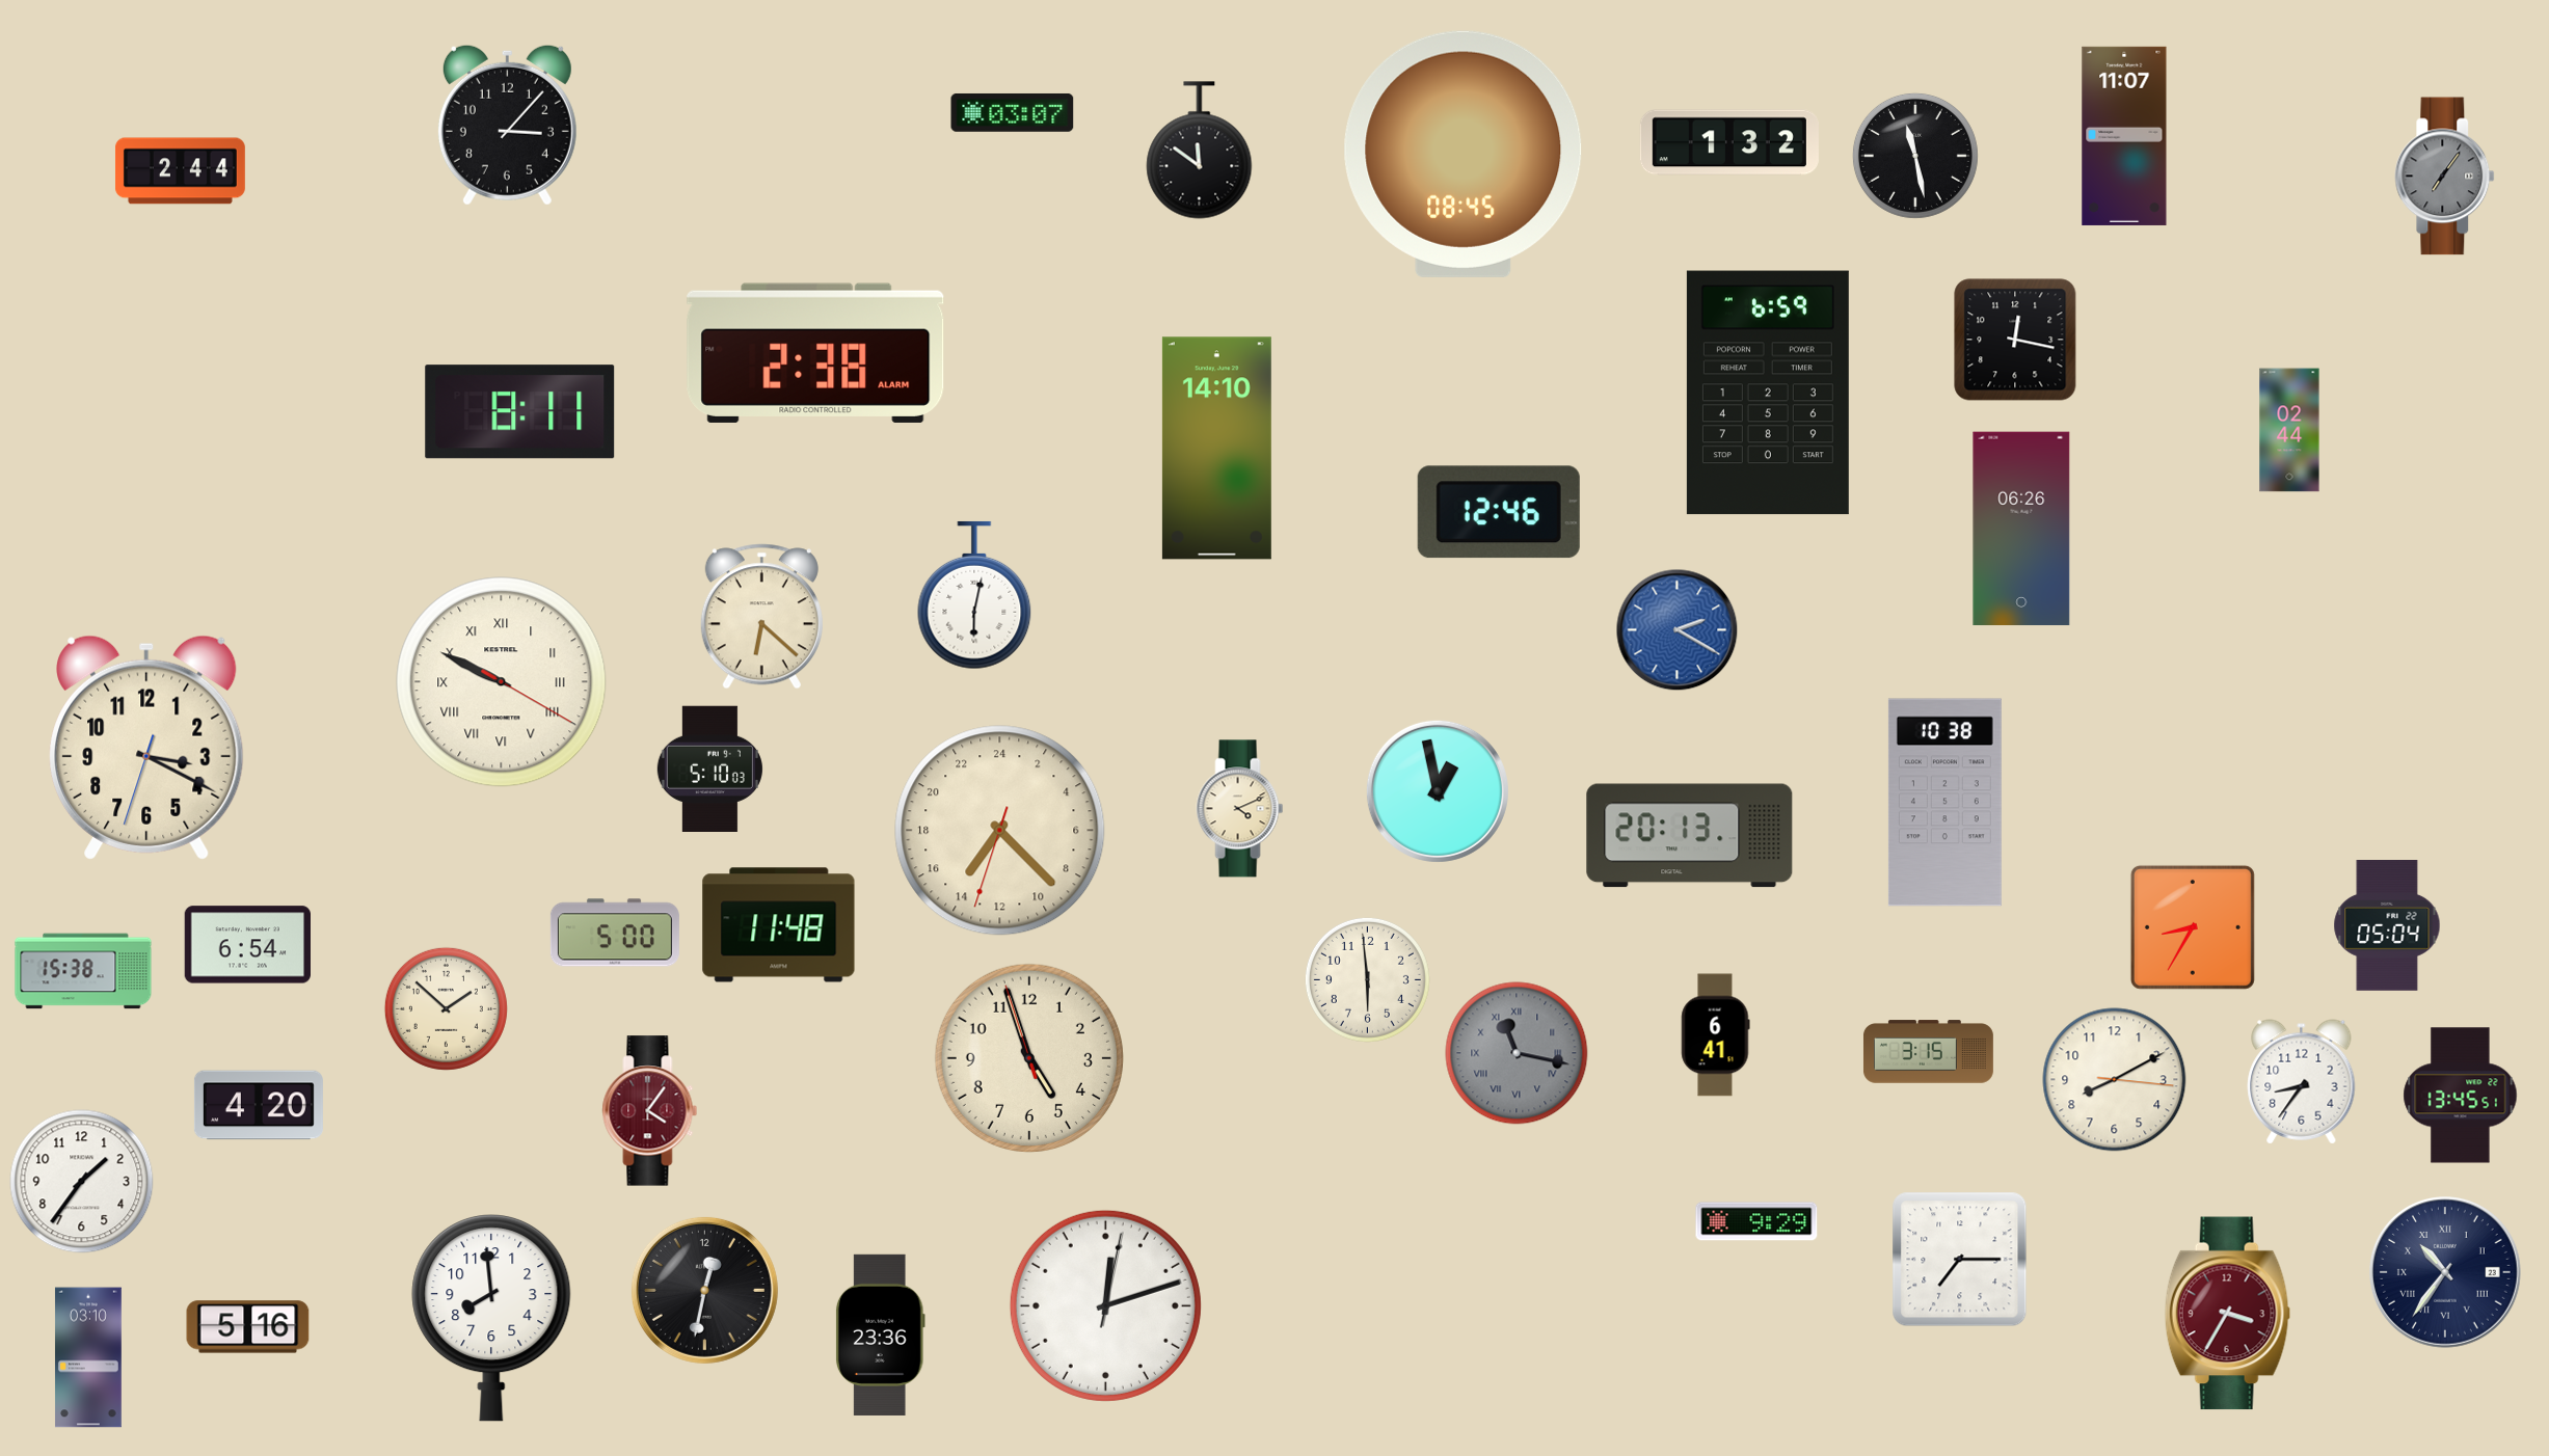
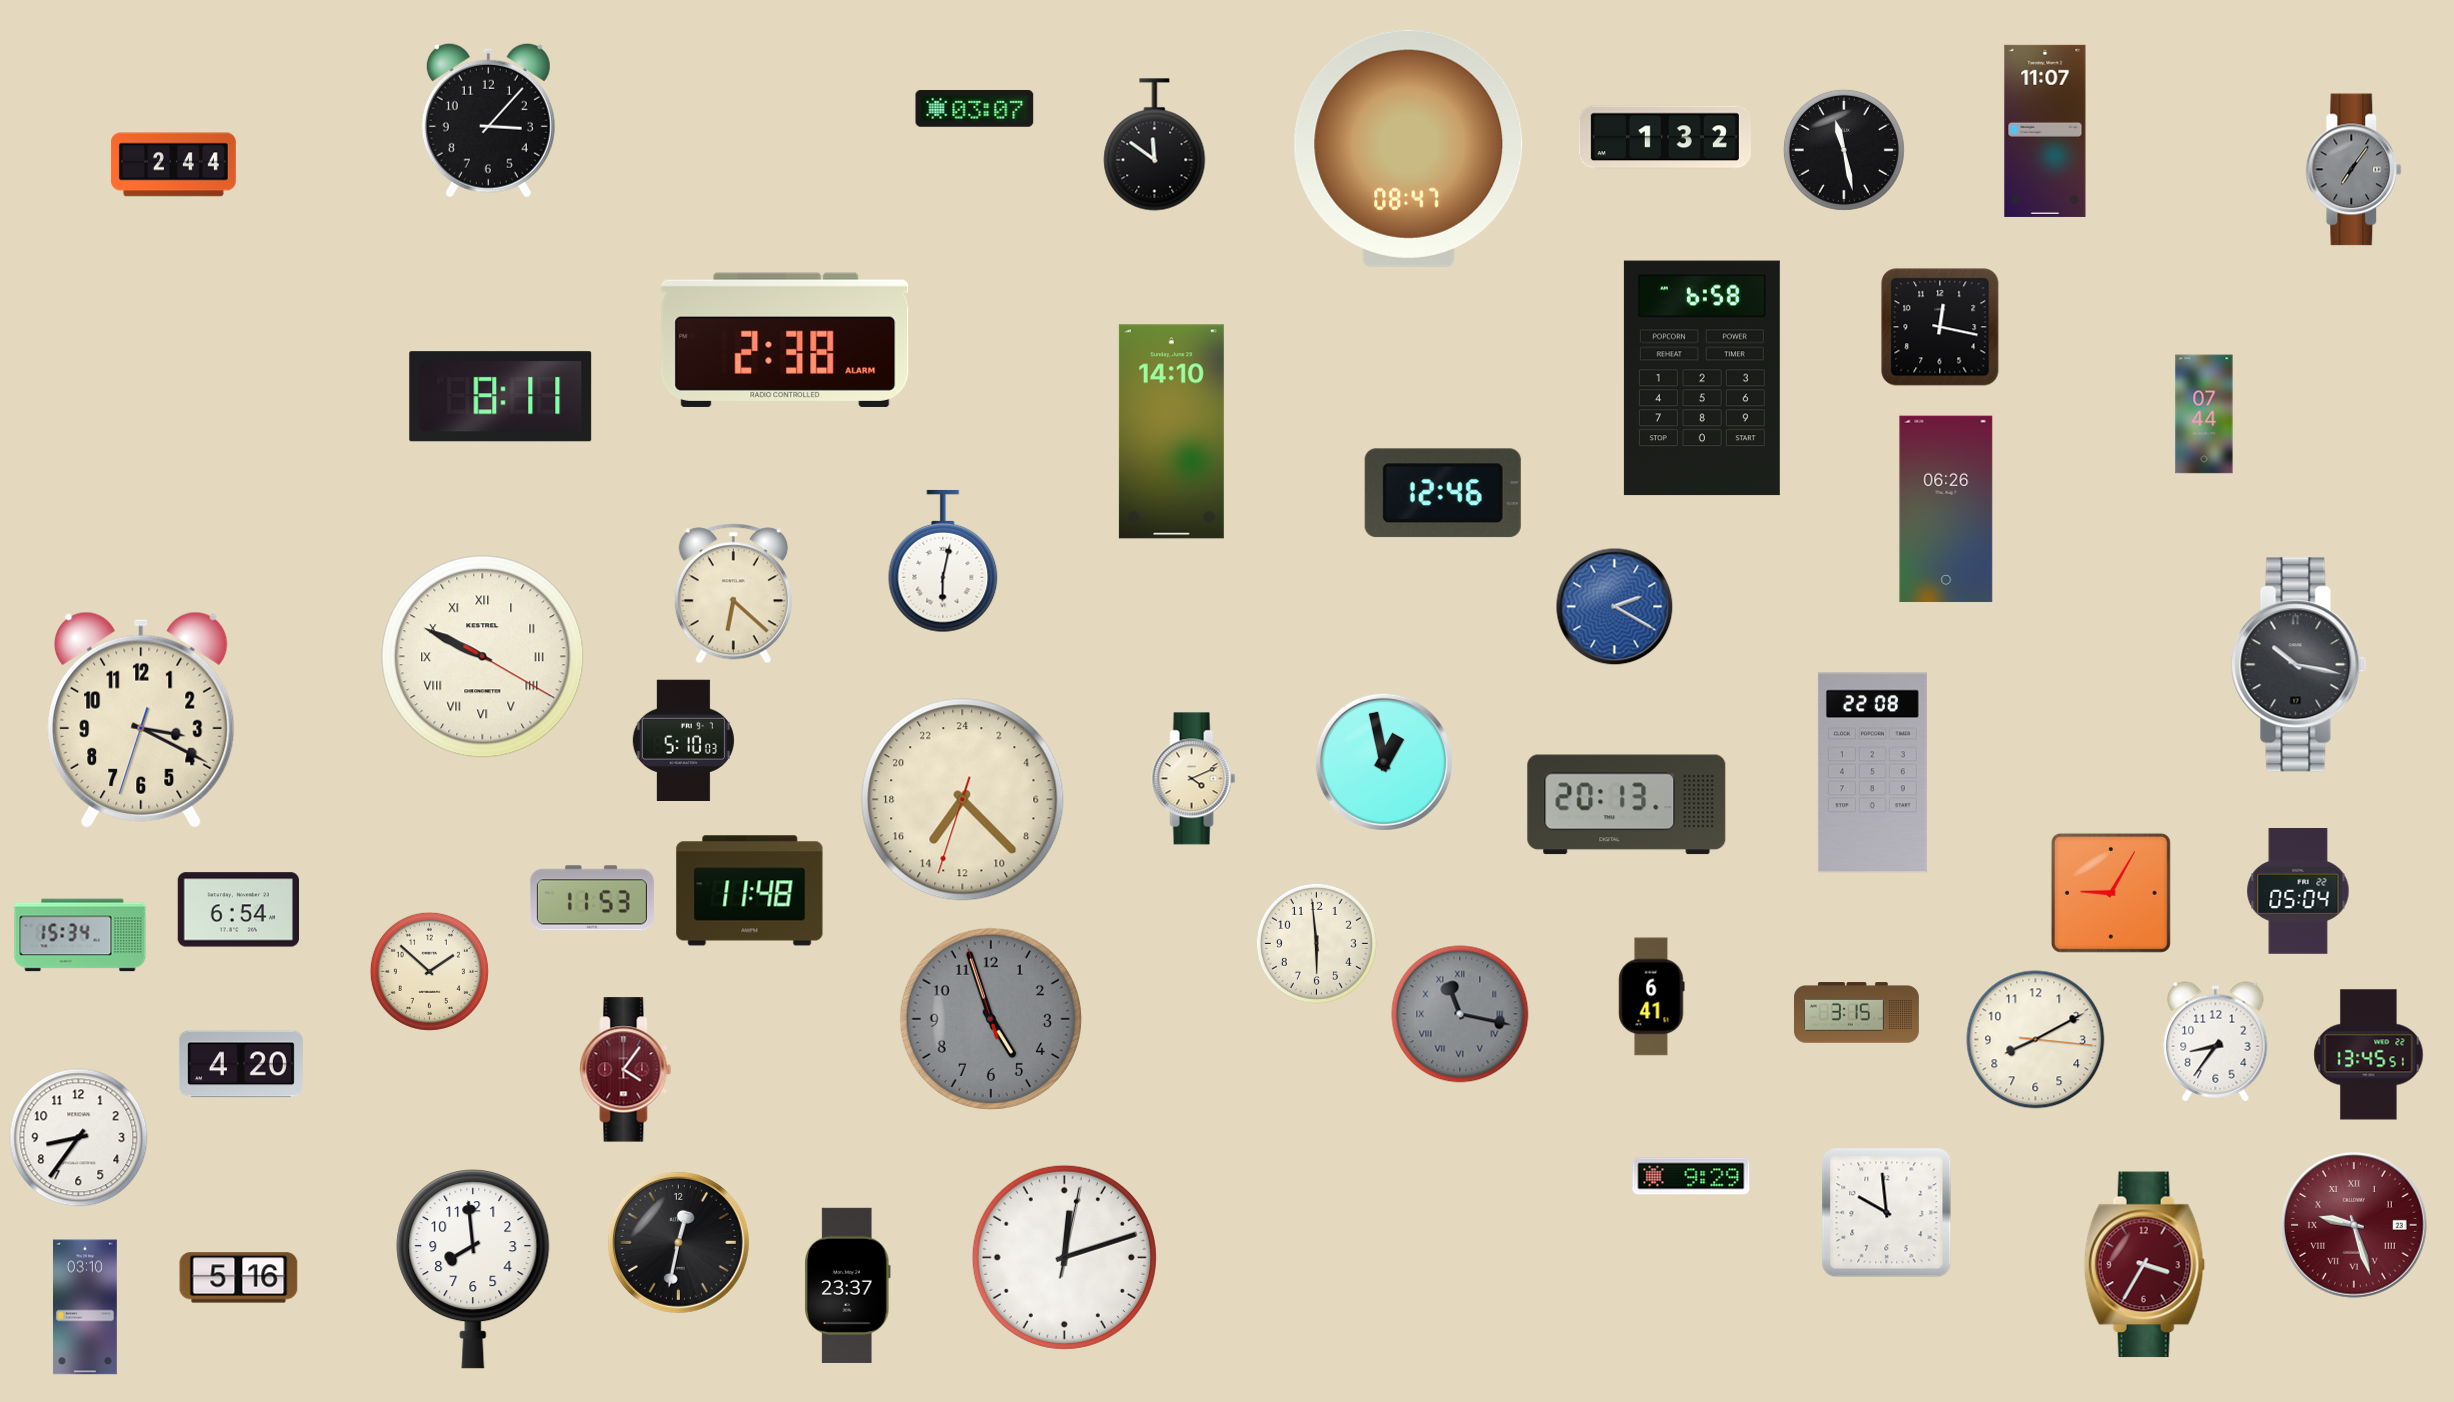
clock at (1464, 154): 08:45 -> 08:47
clock at (1768, 393): 6:59 -> 6:58
clock at (2289, 430): 02:44 -> 07:44
clock at (974, 595) position: (974, 595) -> (943, 561)
clock at (2299, 665): none -> 10:17
clock at (1944, 803): 10:38 -> 22:08
clock at (2193, 927): 8:35 -> 9:05
clock at (615, 933): 5:00 -> 11:53
clock at (83, 971): 15:38 -> 15:34
clock at (1029, 1058) dial: cream -> grey
clock at (259, 1105) position: (259, 1105) -> (241, 1064)
clock at (82, 1182): 1:36 -> 8:36
clock at (1960, 1260): 7:15 -> 9:59
clock at (2446, 1273): 10:36 -> 9:27
clock at (2446, 1273) dial: navy -> burgundy
clock at (880, 1334): 23:36 -> 23:37
